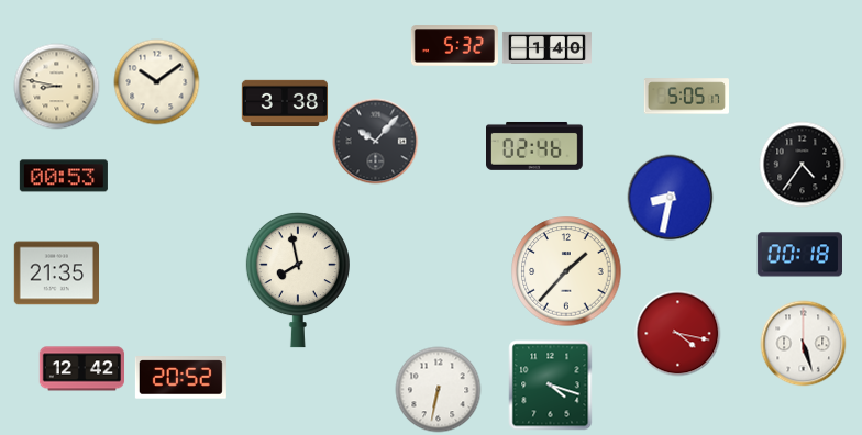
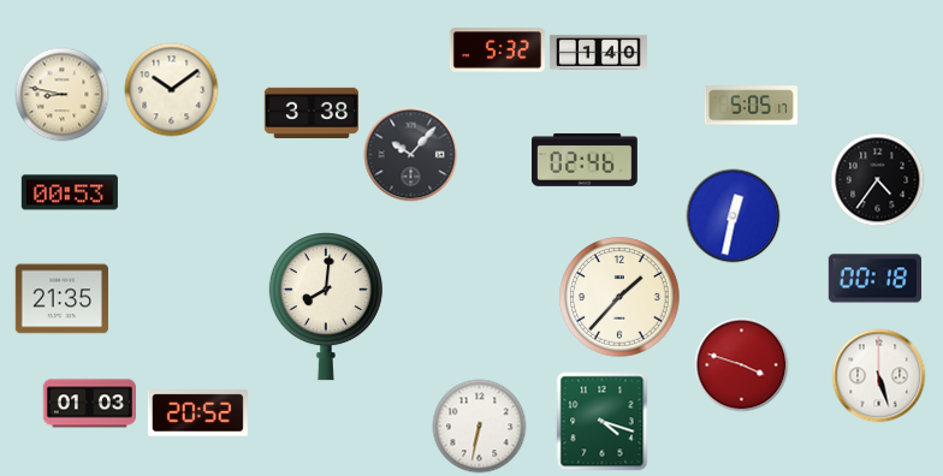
clock at (670, 197): 8:32 -> 12:32
clock at (298, 281): 7:58 -> 8:01
clock at (677, 333): 4:17 -> 3:48
clock at (81, 369): 12:42 -> 01:03
